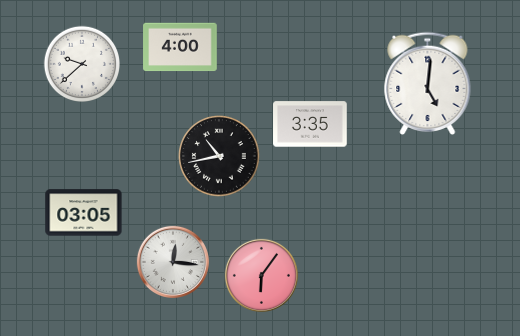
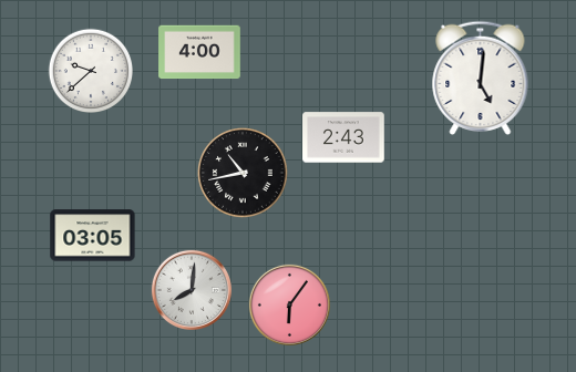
clock at (428, 83) position: (428, 83) -> (481, 77)
clock at (310, 124): 3:35 -> 2:43
clock at (173, 262): 12:16 -> 8:01
